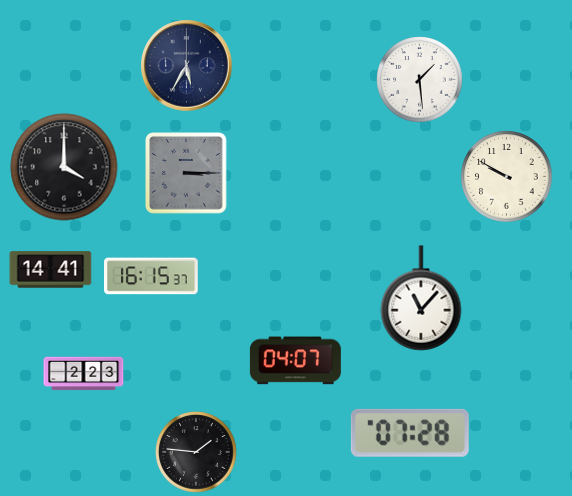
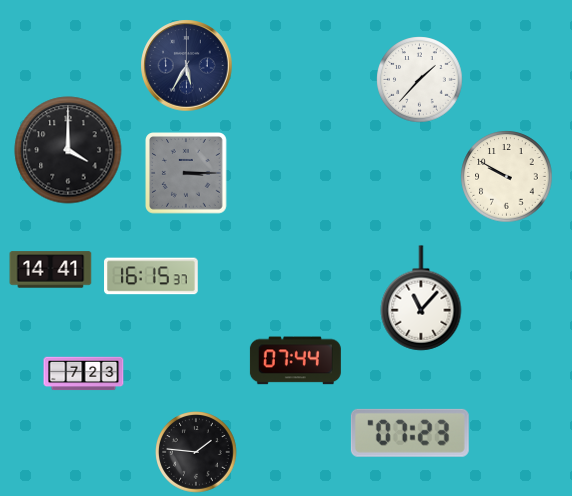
clock at (420, 80): 1:29 -> 1:37
clock at (64, 167) position: (64, 167) -> (68, 150)
clock at (295, 361): 04:07 -> 07:44
clock at (84, 374): 2:23 -> 7:23
clock at (410, 433): 07:28 -> 07:23
